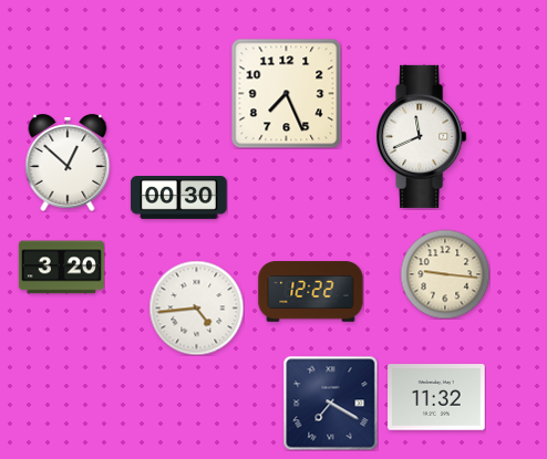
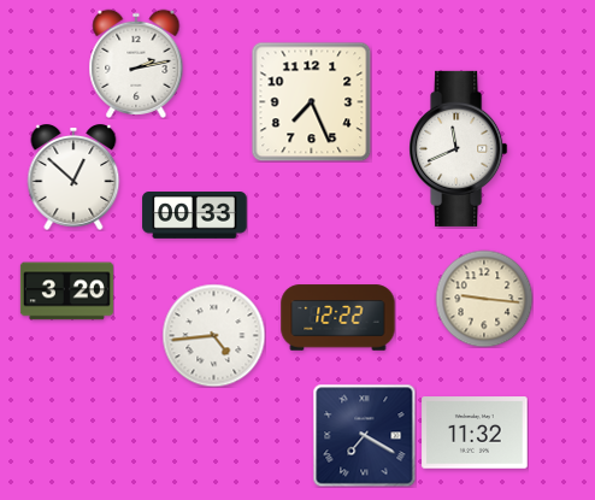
clock at (136, 64): none -> 2:13
clock at (179, 198): 00:30 -> 00:33
clock at (330, 403) position: (330, 403) -> (364, 435)
